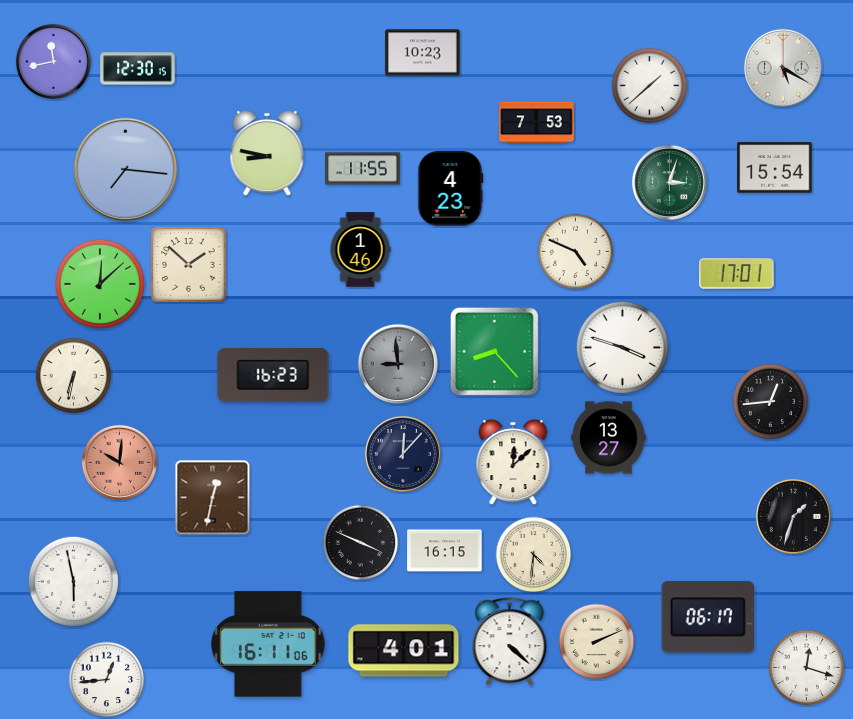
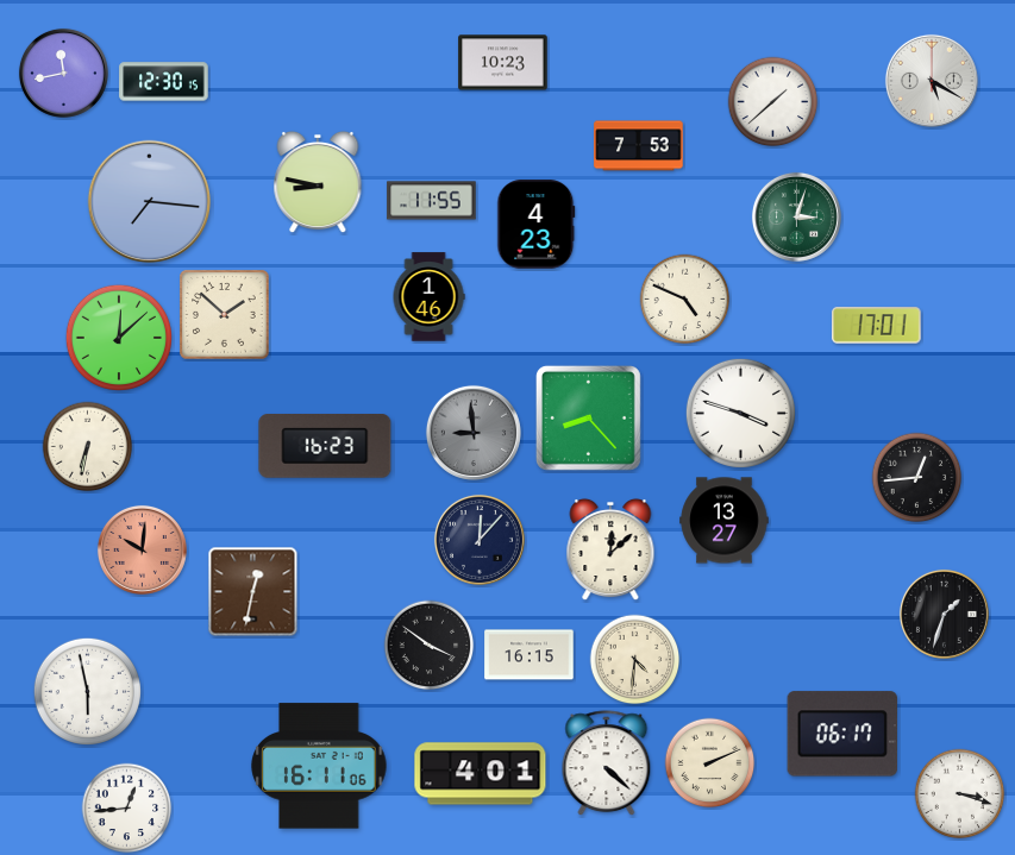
clock at (775, 168): 15:54 -> none
clock at (361, 543): 3:49 -> 3:51
clock at (807, 668): 12:18 -> 3:18
